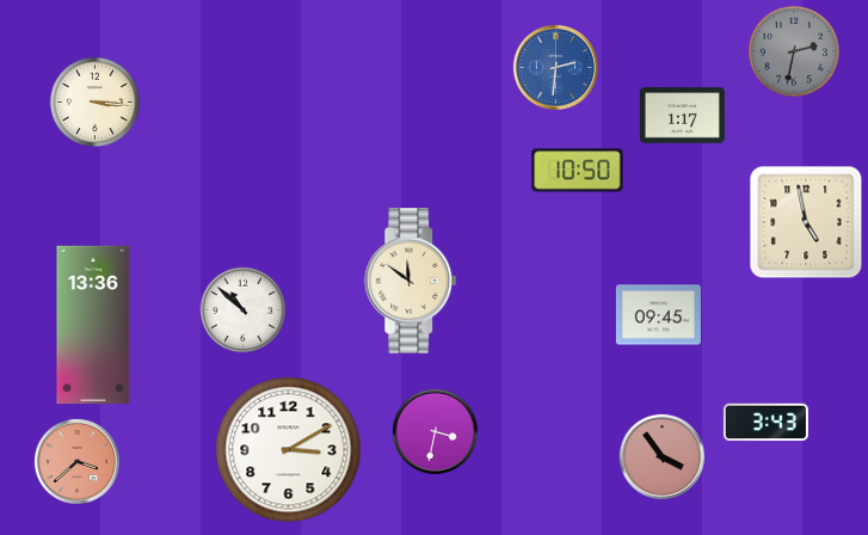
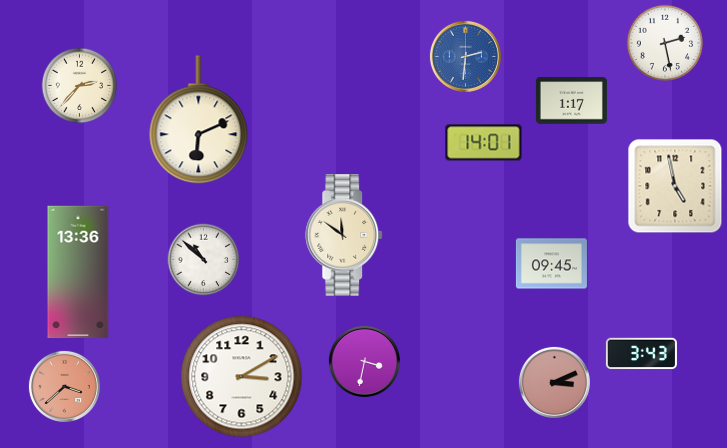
clock at (793, 50): 2:32 -> 2:28
clock at (793, 50) dial: grey -> white
clock at (96, 103): 3:16 -> 2:37
clock at (682, 116) position: (682, 116) -> (571, 101)
clock at (199, 120): none -> 6:11
clock at (578, 171): 10:50 -> 14:01
clock at (661, 456): 3:54 -> 3:11
